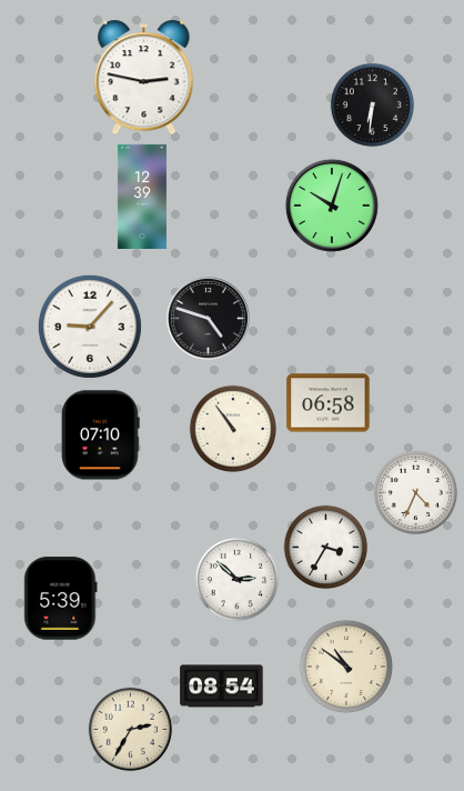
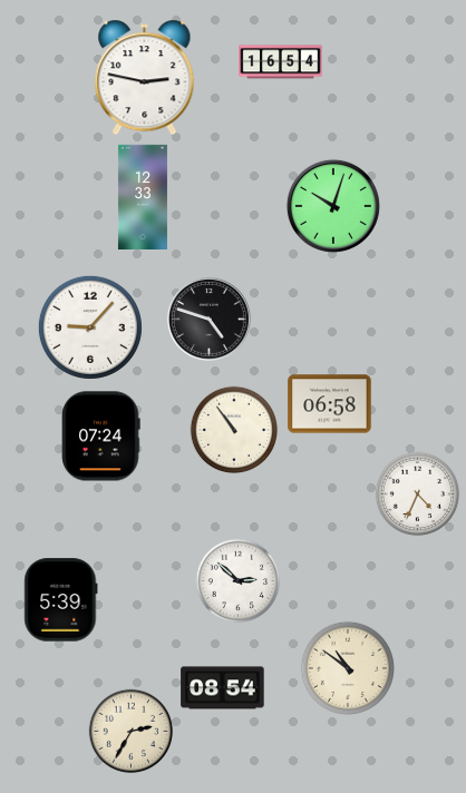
clock at (281, 62): none -> 16:54
clock at (373, 106): 6:31 -> none
clock at (142, 196): 12:39 -> 12:33
clock at (101, 435): 07:10 -> 07:24
clock at (326, 548): 3:35 -> none
